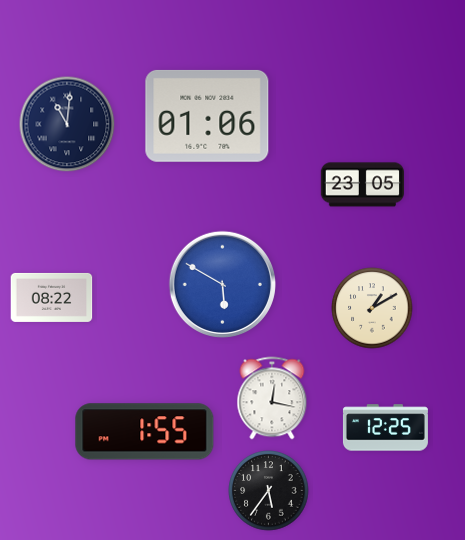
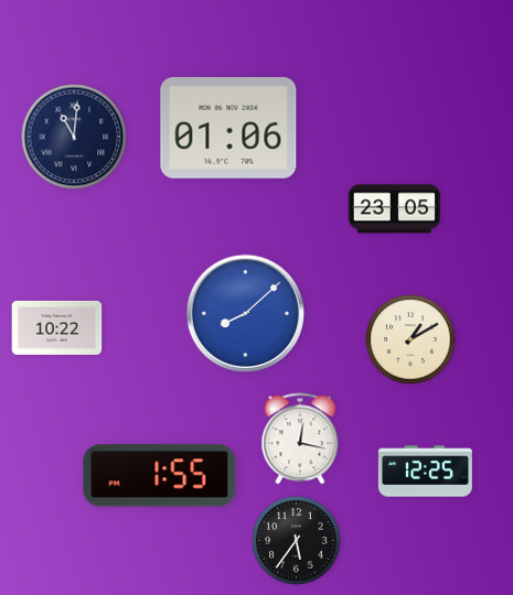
clock at (362, 185) position: (362, 185) -> (394, 209)
clock at (222, 284): 5:50 -> 8:08
clock at (52, 297): 08:22 -> 10:22
